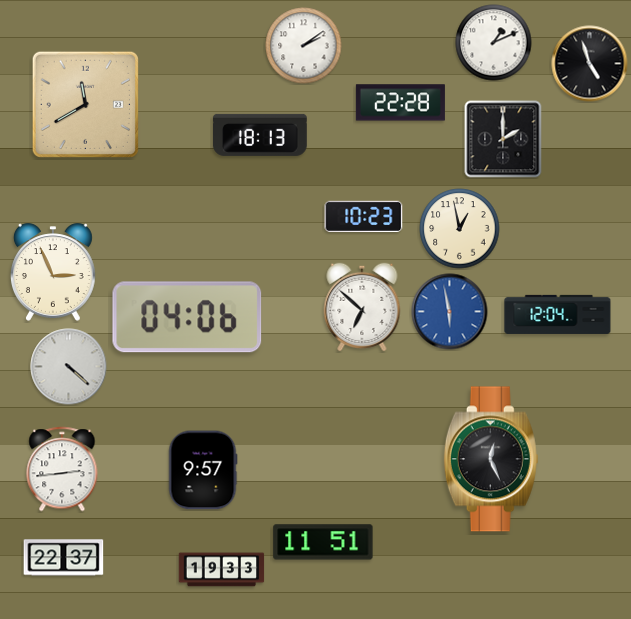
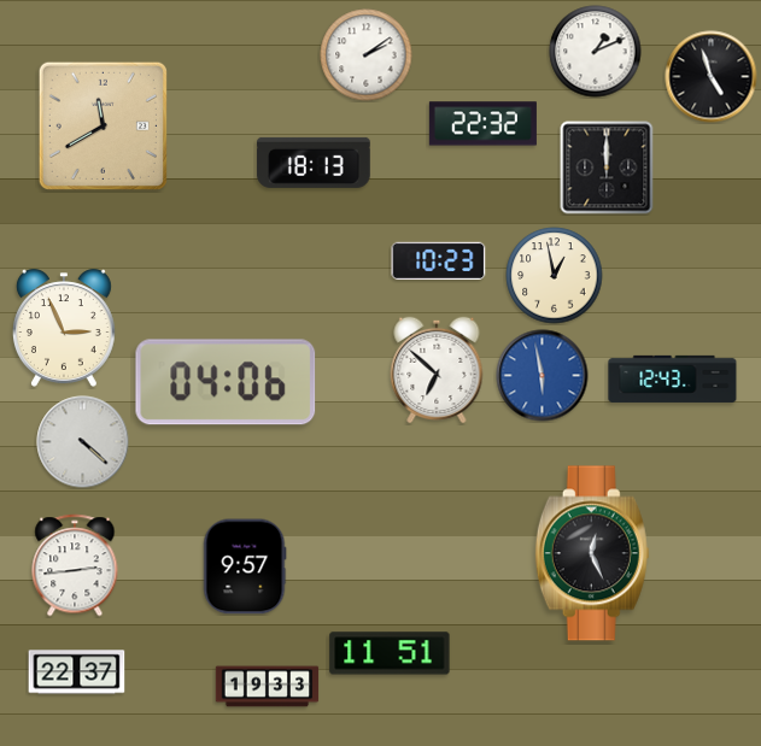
clock at (400, 103): 22:28 -> 22:32
clock at (503, 139): 2:00 -> 12:00
clock at (558, 314): 12:04 -> 12:43
